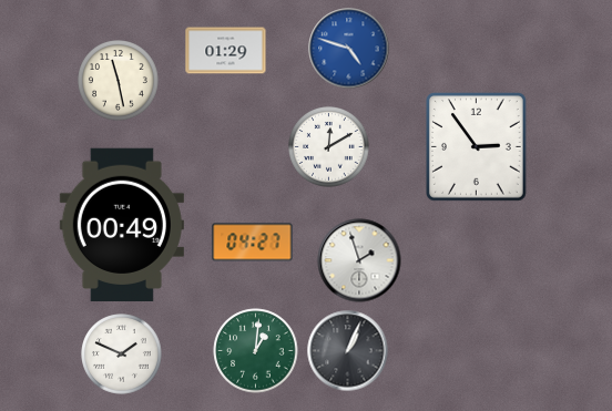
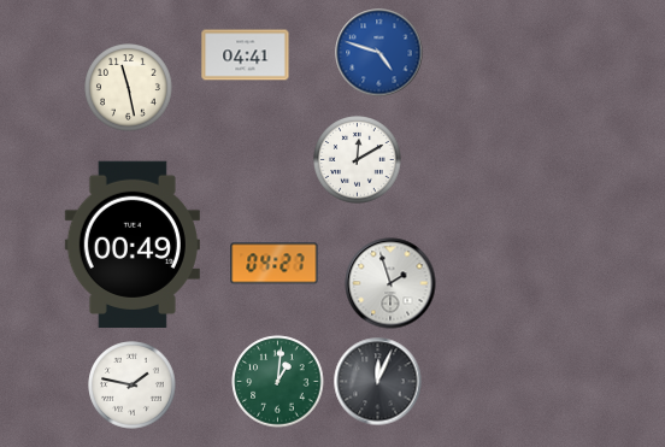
clock at (226, 51): 01:29 -> 04:41
clock at (477, 147): 2:54 -> none
clock at (348, 351): 1:04 -> 12:04
clock at (122, 355): 1:49 -> 1:47
